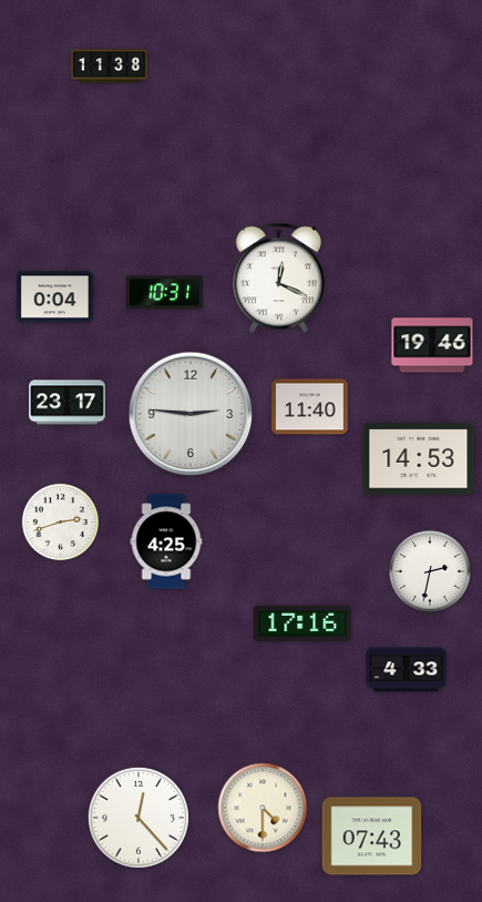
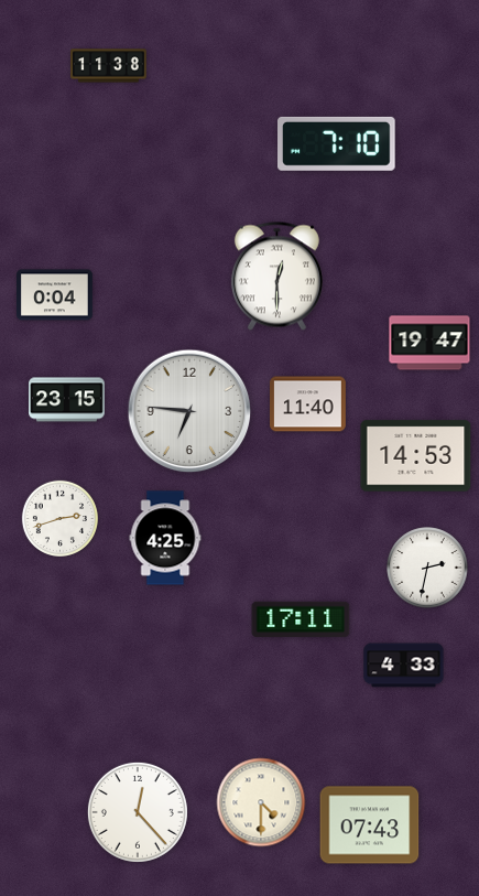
clock at (337, 143): none -> 7:10
clock at (278, 278): 12:19 -> 12:30
clock at (164, 293): 10:31 -> none
clock at (432, 345): 19:46 -> 19:47
clock at (68, 403): 23:17 -> 23:15
clock at (191, 414): 2:46 -> 6:46
clock at (302, 624): 17:16 -> 17:11
clock at (372, 837) position: (372, 837) -> (370, 825)
